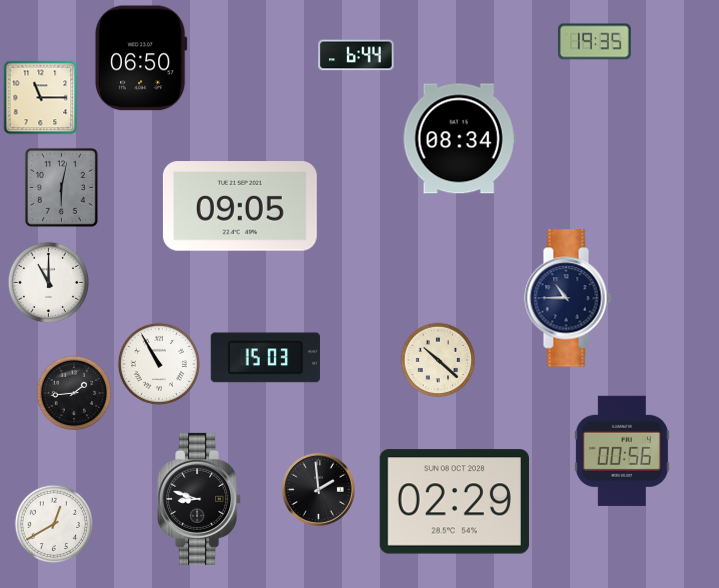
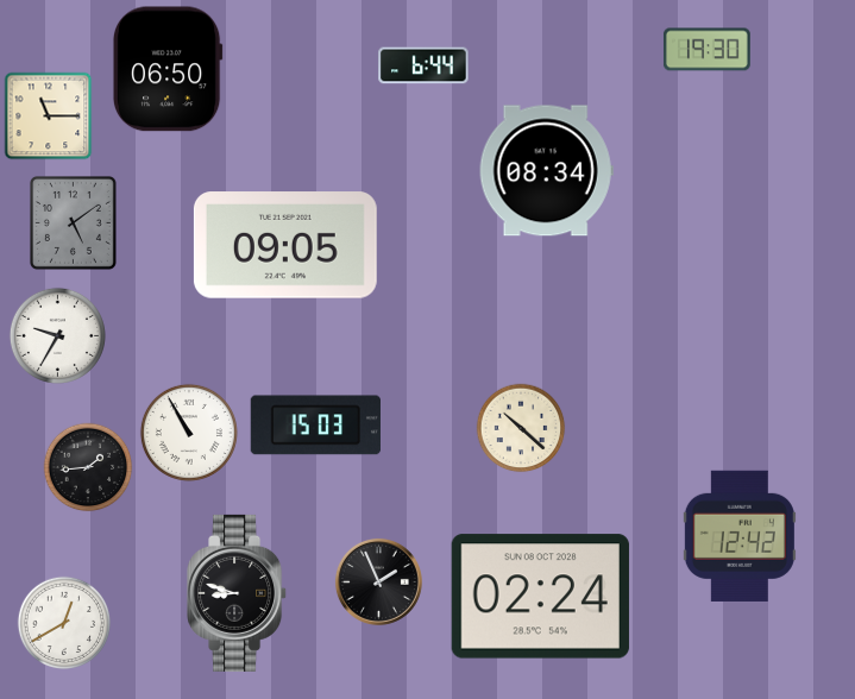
clock at (594, 42): 19:35 -> 19:30
clock at (459, 139) position: (459, 139) -> (546, 171)
clock at (61, 187): 6:02 -> 5:09
clock at (48, 282): 11:00 -> 9:35
clock at (568, 298): 10:45 -> none
clock at (622, 451): 00:56 -> 12:42
clock at (318, 489): 1:59 -> 1:56
clock at (454, 502): 02:29 -> 02:24
